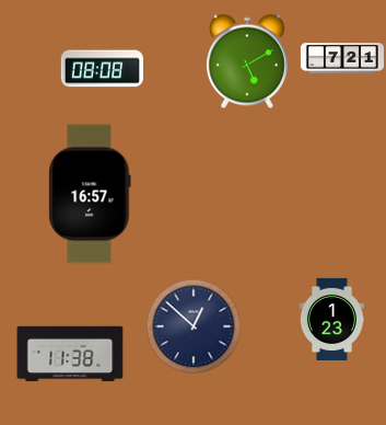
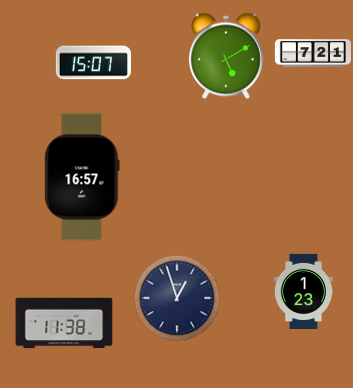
clock at (102, 69): 08:08 -> 15:07
clock at (194, 326): 12:52 -> 12:57
